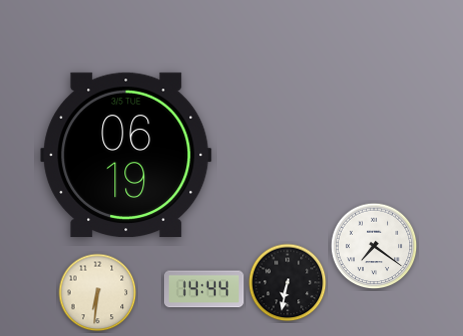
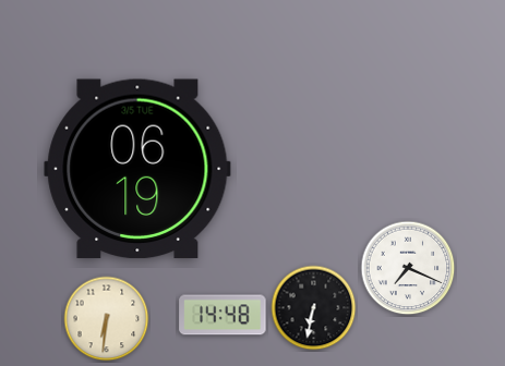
clock at (374, 246): 7:21 -> 7:19
clock at (204, 289): 14:44 -> 14:48
